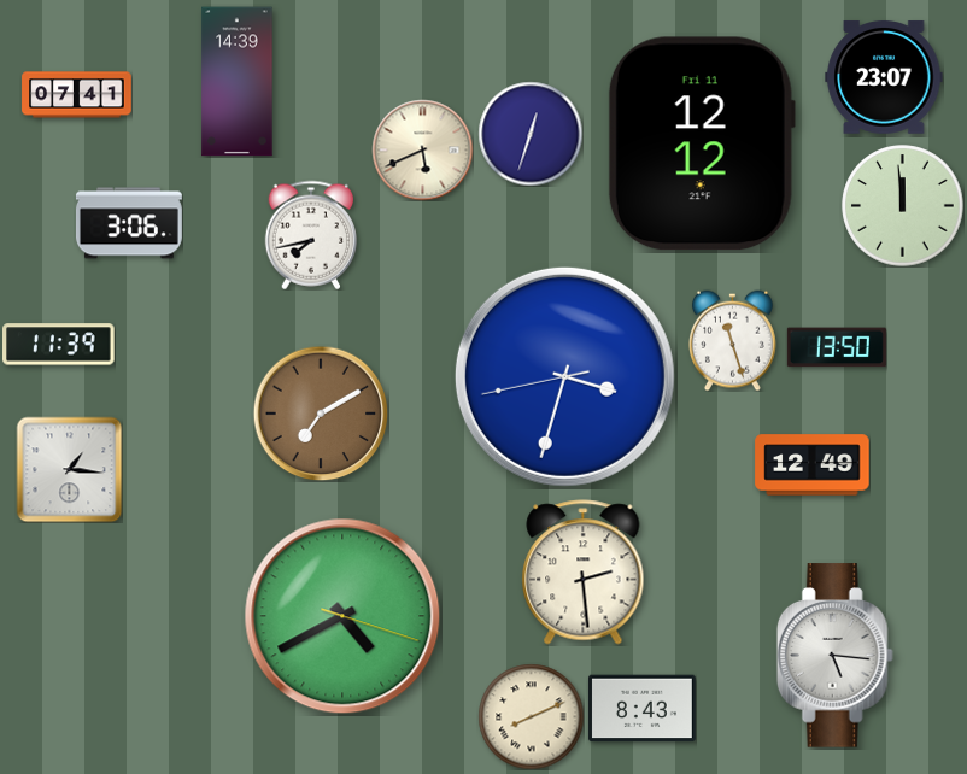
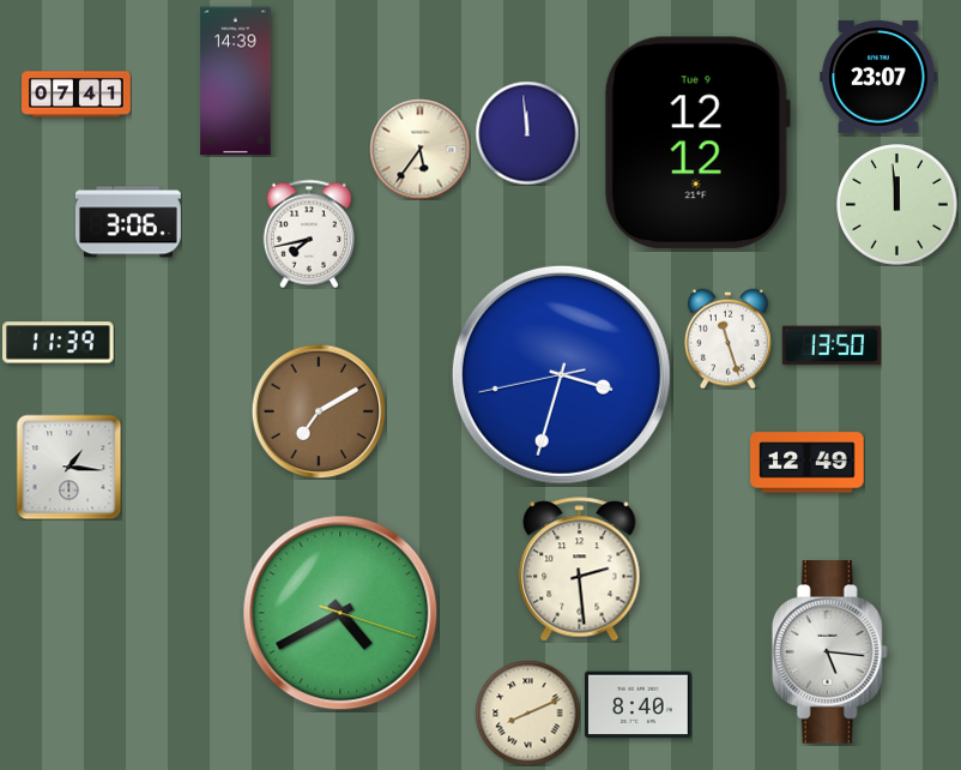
clock at (531, 134): 12:33 -> 11:59
clock at (702, 143) date: Fri 11 -> Tue 9
clock at (422, 149): 5:41 -> 5:36
clock at (641, 709): 8:43 -> 8:40
